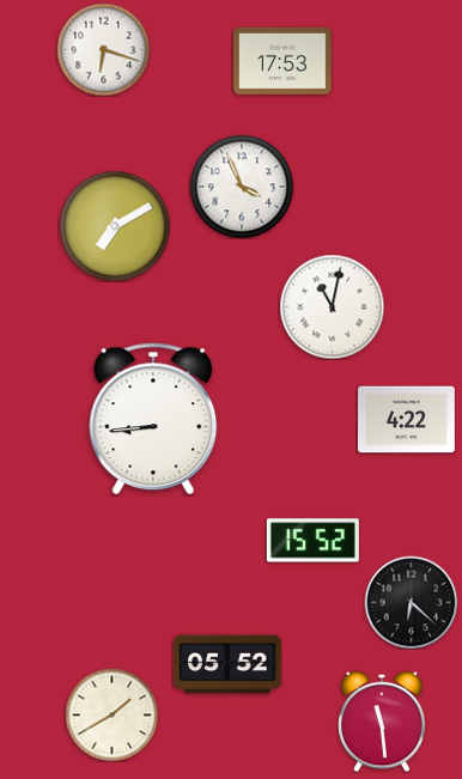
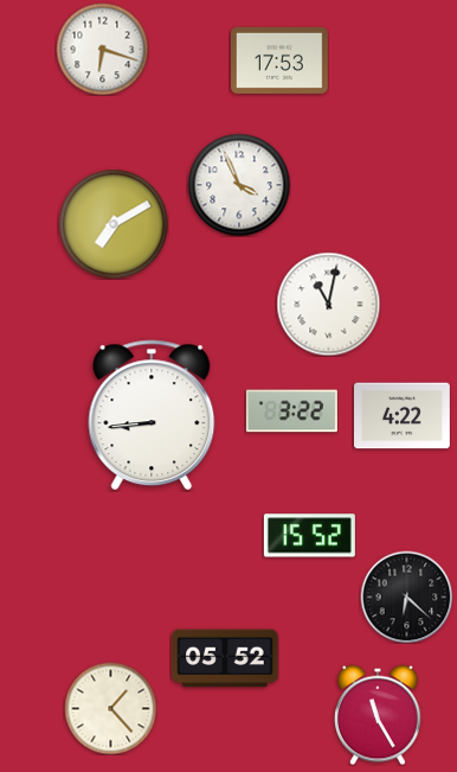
clock at (291, 411): none -> 3:22
clock at (111, 714): 1:40 -> 1:23
clock at (383, 722): 11:29 -> 11:25
